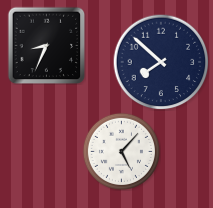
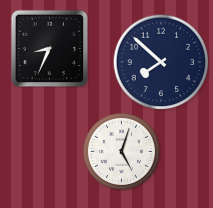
clock at (46, 45) position: (46, 45) -> (49, 48)
clock at (121, 151): 5:07 -> 5:03
